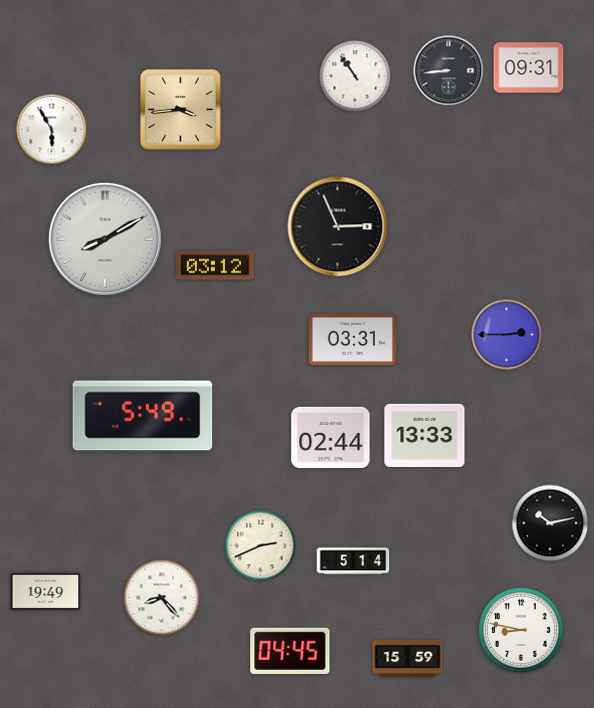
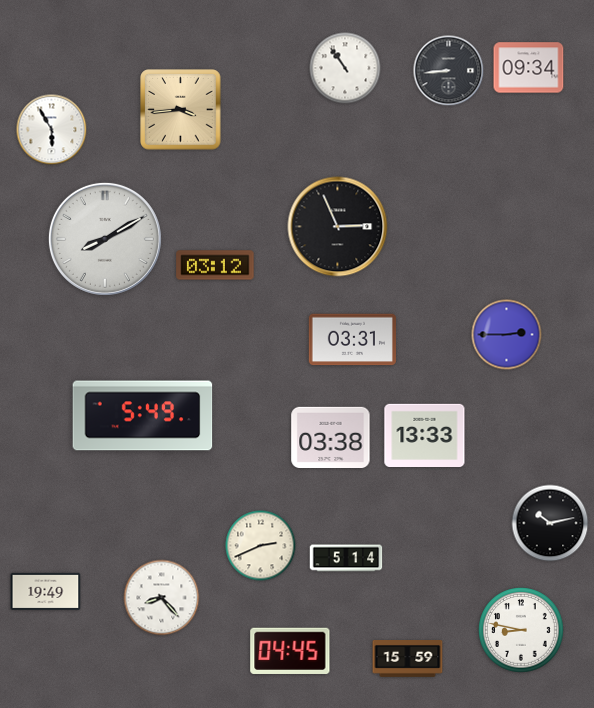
clock at (529, 68): 09:31 -> 09:34
clock at (355, 76) position: (355, 76) -> (345, 68)
clock at (331, 437): 02:44 -> 03:38
clock at (353, 561) position: (353, 561) -> (346, 558)
